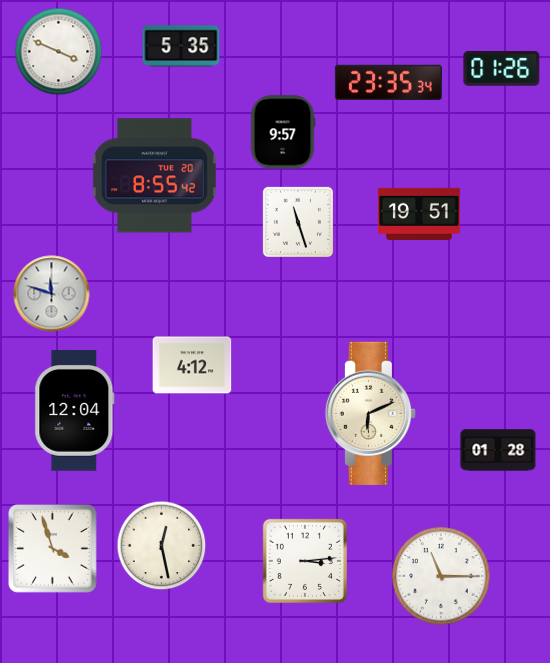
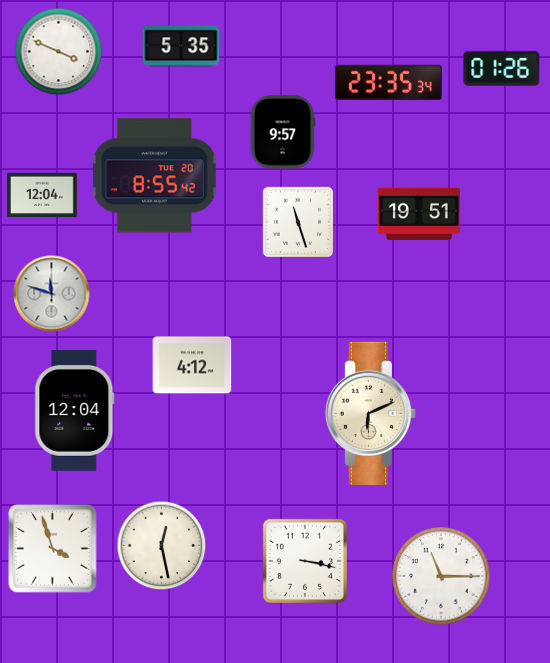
clock at (43, 195): none -> 12:04
clock at (498, 450): 01:28 -> none
clock at (305, 561): 3:14 -> 3:17
